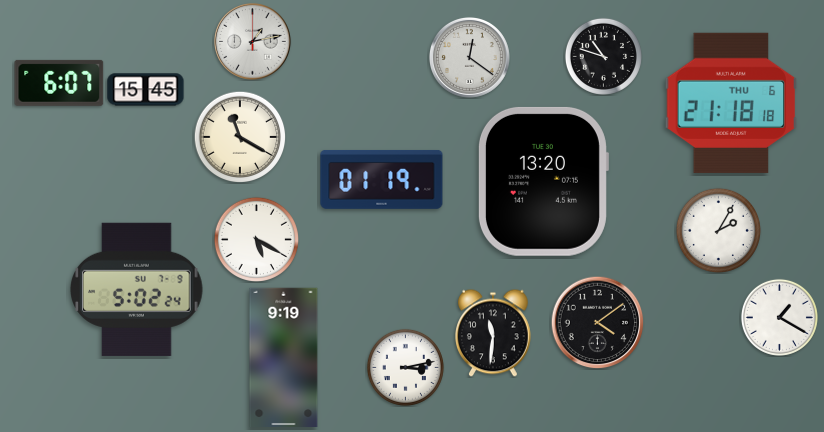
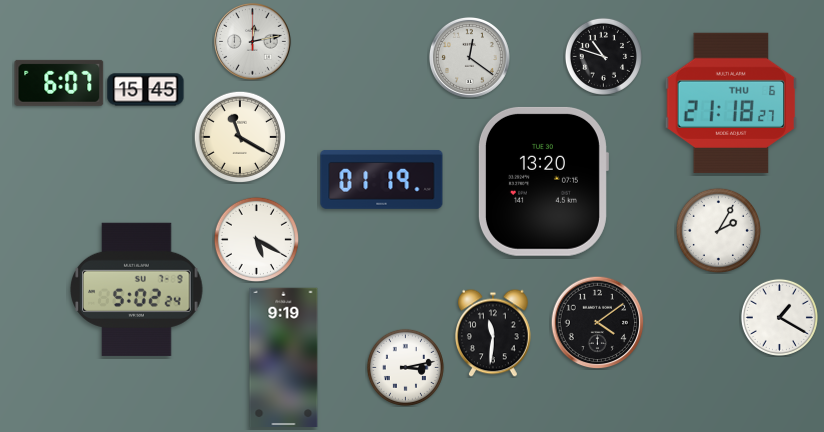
clock at (253, 42): 1:13 -> 12:13
clock at (731, 103): 21:18:18 -> 21:18:27
